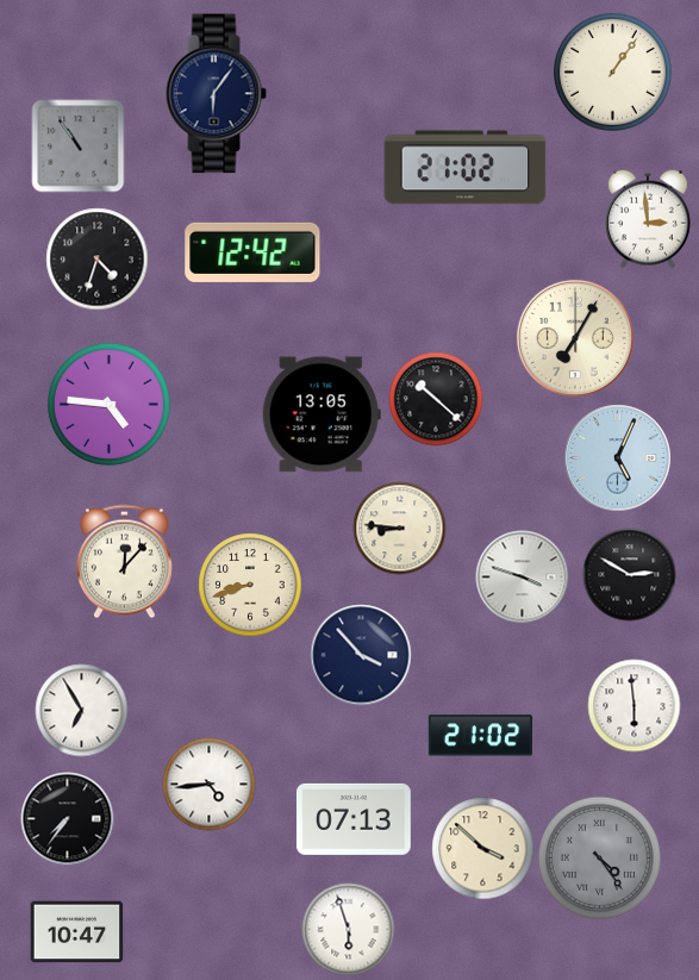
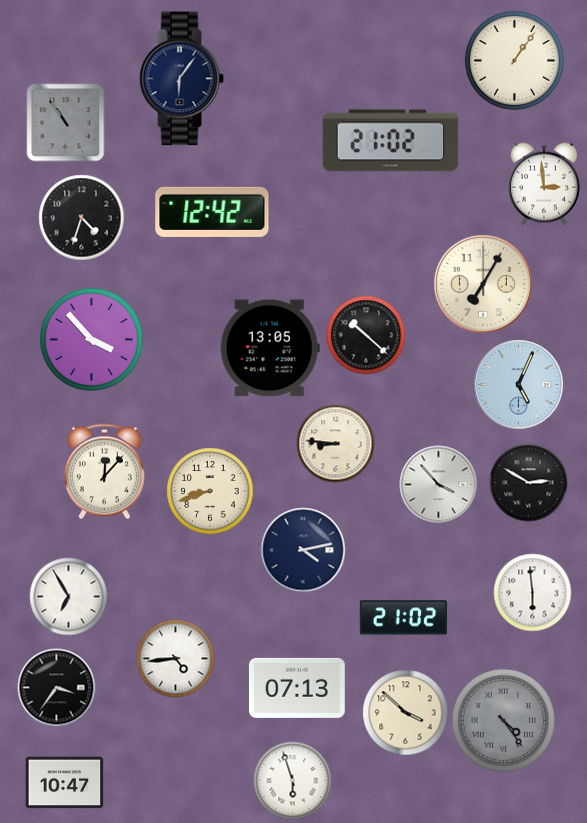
clock at (108, 404): 4:46 -> 3:53
clock at (522, 576): 3:48 -> 3:53
clock at (361, 655): 3:53 -> 4:13
clock at (67, 818): 7:36 -> 3:36
